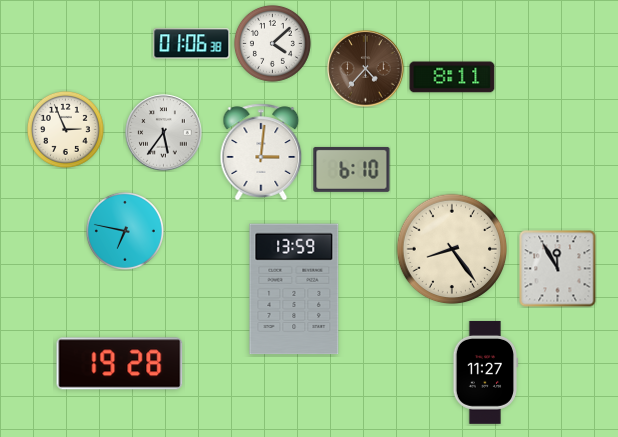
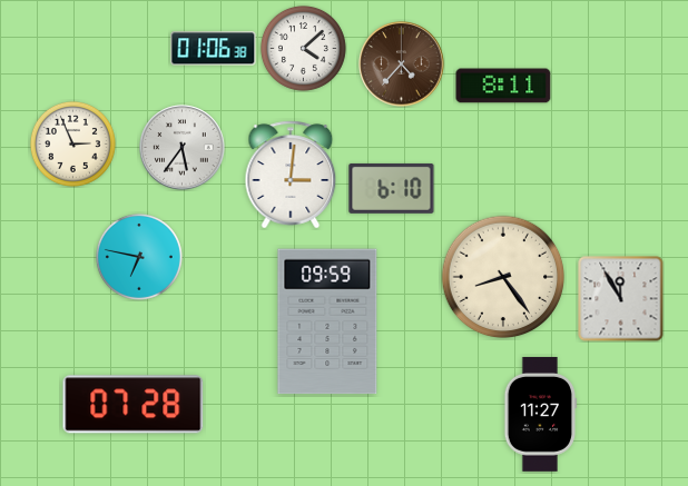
clock at (366, 69) position: (366, 69) -> (402, 65)
clock at (261, 152) position: (261, 152) -> (291, 175)
clock at (294, 289): 13:59 -> 09:59
clock at (120, 364): 19:28 -> 07:28
